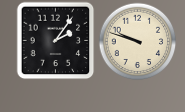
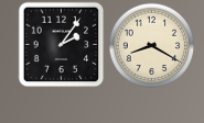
clock at (137, 41): 9:48 -> 8:20
